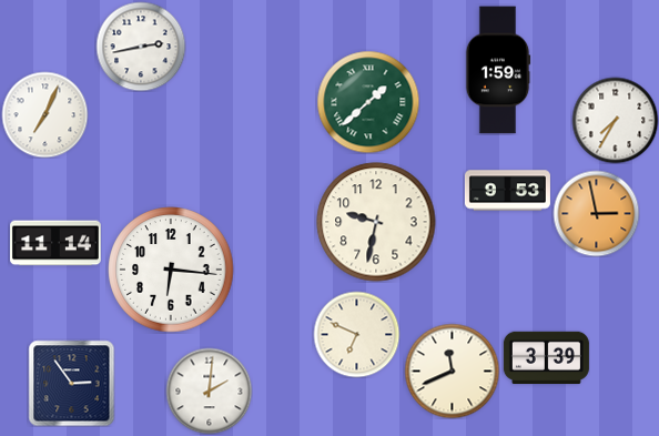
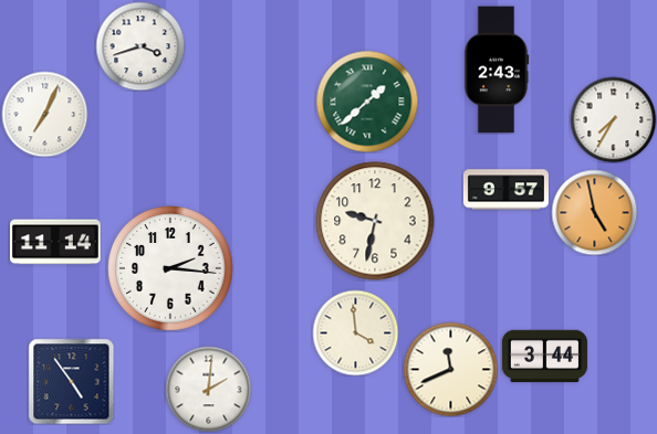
clock at (141, 47): 2:43 -> 3:42
clock at (498, 70): 1:59 -> 2:43
clock at (507, 191): 9:53 -> 9:57
clock at (596, 213): 2:58 -> 4:58
clock at (171, 270): 6:16 -> 2:16
clock at (356, 334): 6:49 -> 3:59
clock at (546, 358): 3:39 -> 3:44
clock at (71, 383): 2:54 -> 4:54
